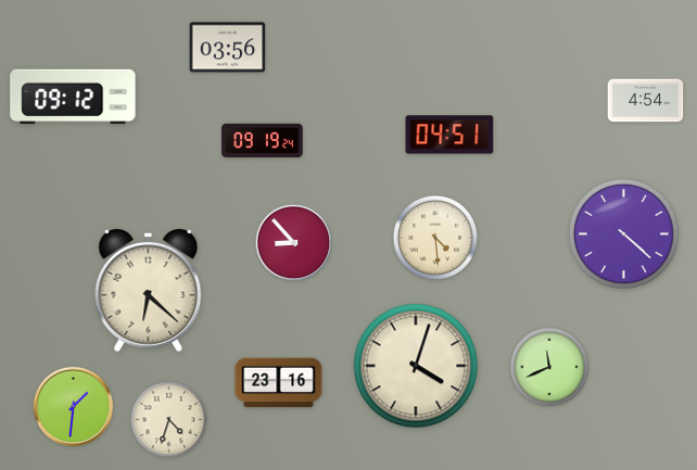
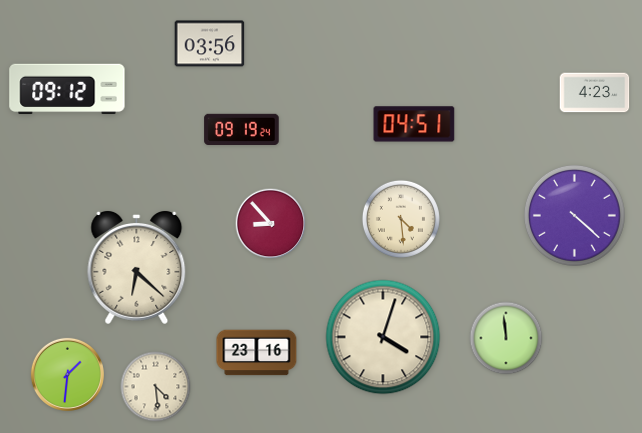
clock at (646, 101): 4:54 -> 4:23
clock at (549, 367): 11:41 -> 11:59
clock at (169, 420): 4:33 -> 4:29
